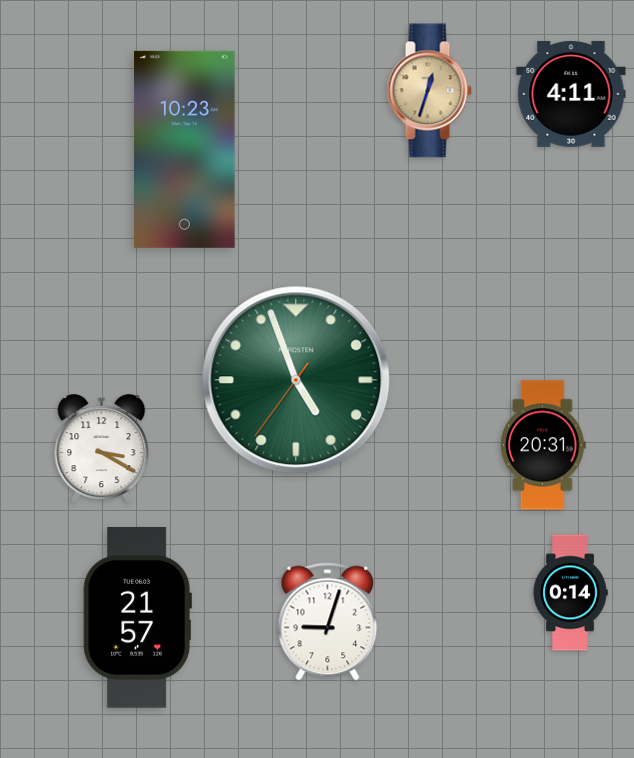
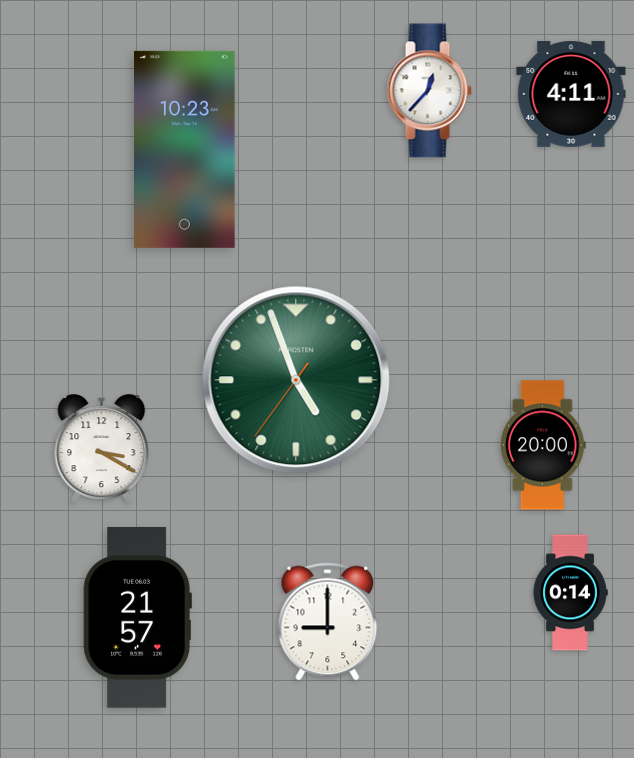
clock at (429, 91): 12:33 -> 12:37
clock at (429, 91) dial: champagne -> white
clock at (544, 445): 20:31 -> 20:00
clock at (328, 622): 9:03 -> 9:00
